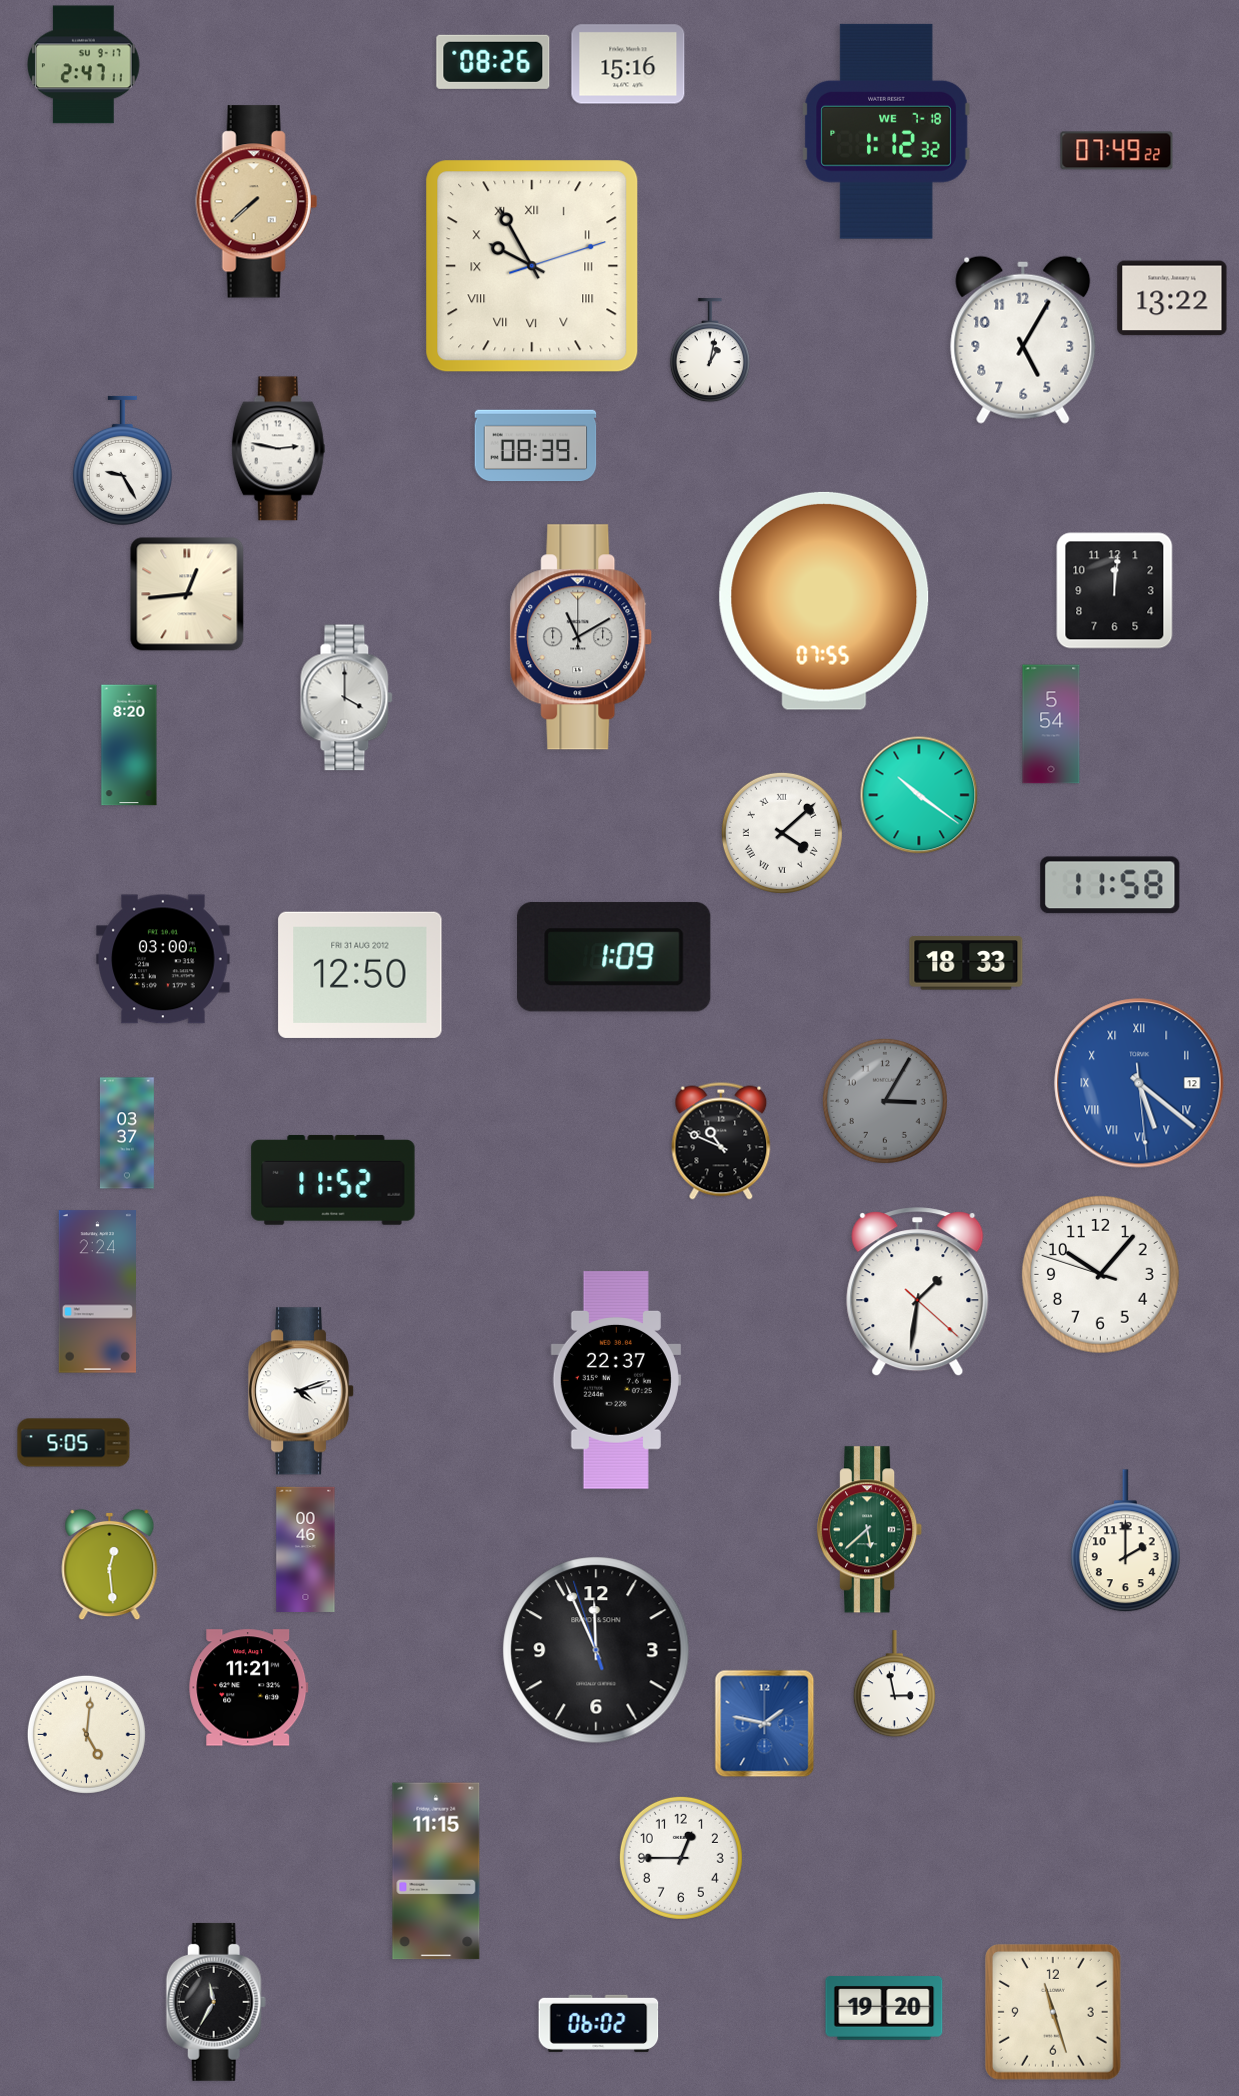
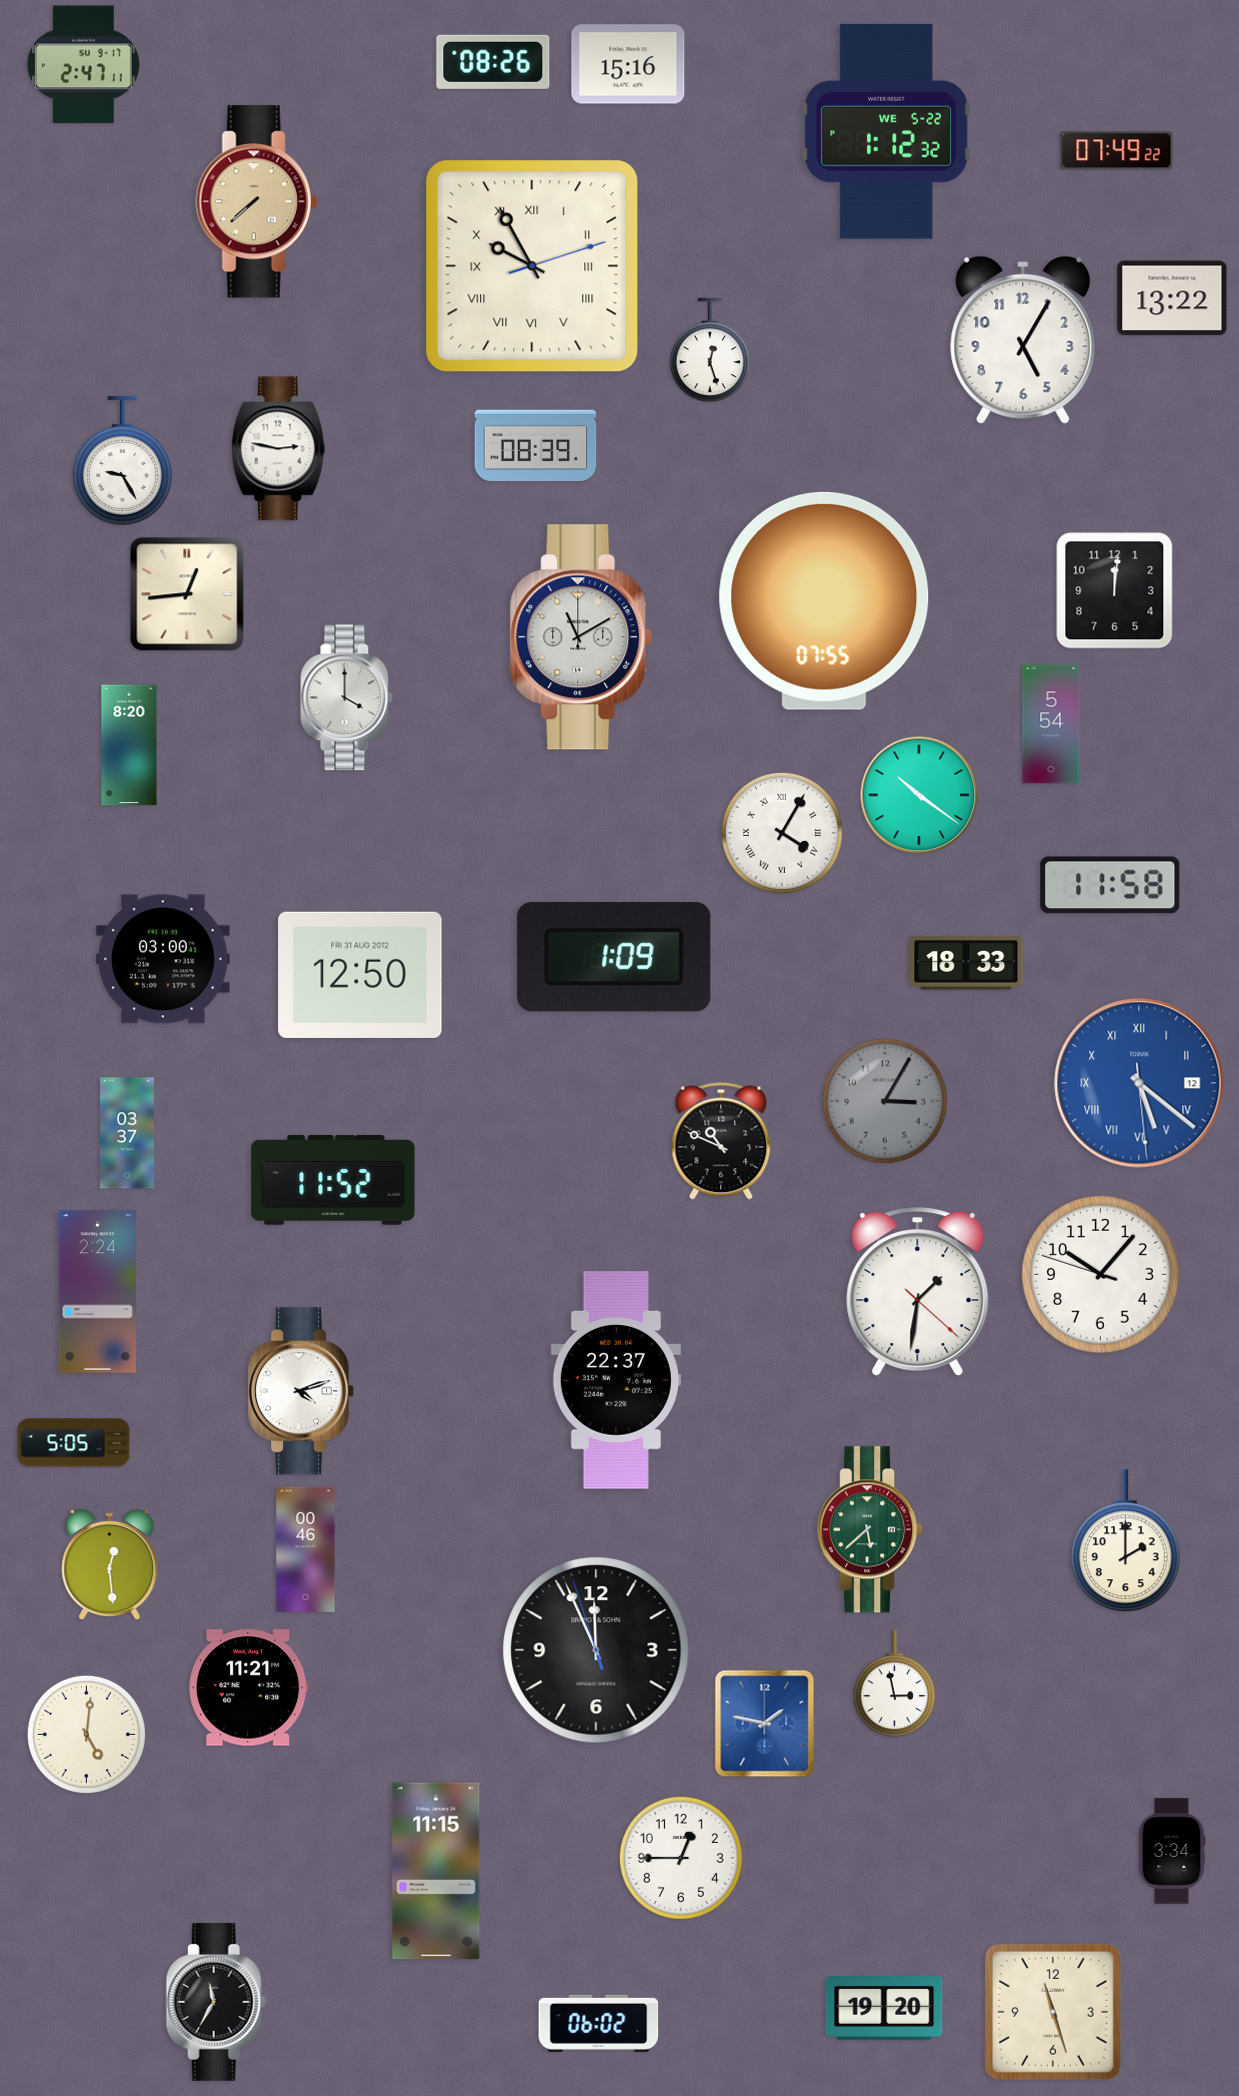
clock at (886, 131) date: WE 7-18 -> WE 5-22
clock at (710, 351): 1:02 -> 12:27
clock at (782, 833): 4:08 -> 4:05
clock at (1172, 1851): none -> 3:34
